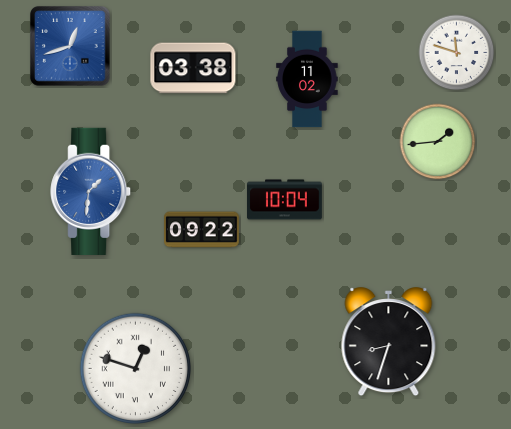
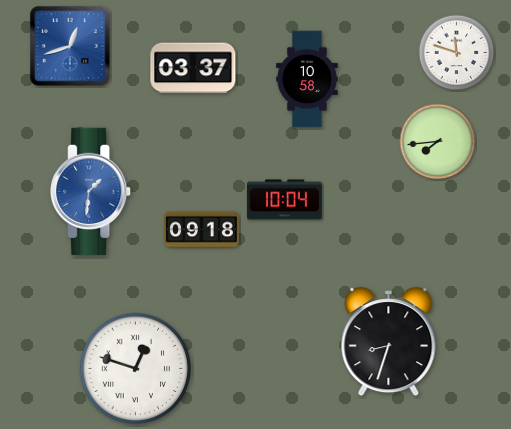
clock at (193, 68): 03:38 -> 03:37
clock at (307, 79): 11:02 -> 10:58
clock at (438, 142): 1:44 -> 7:44
clock at (202, 230): 09:22 -> 09:18
